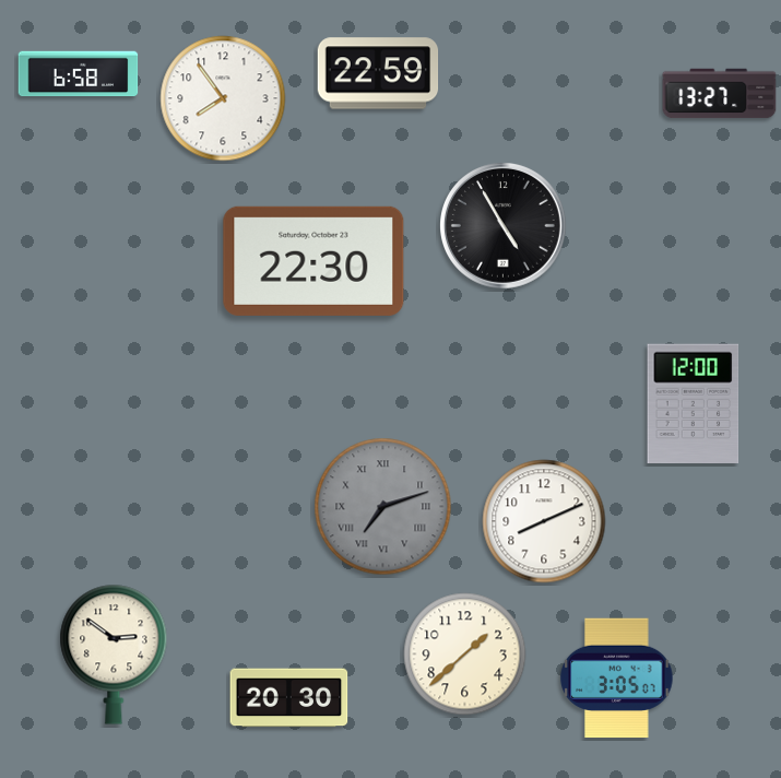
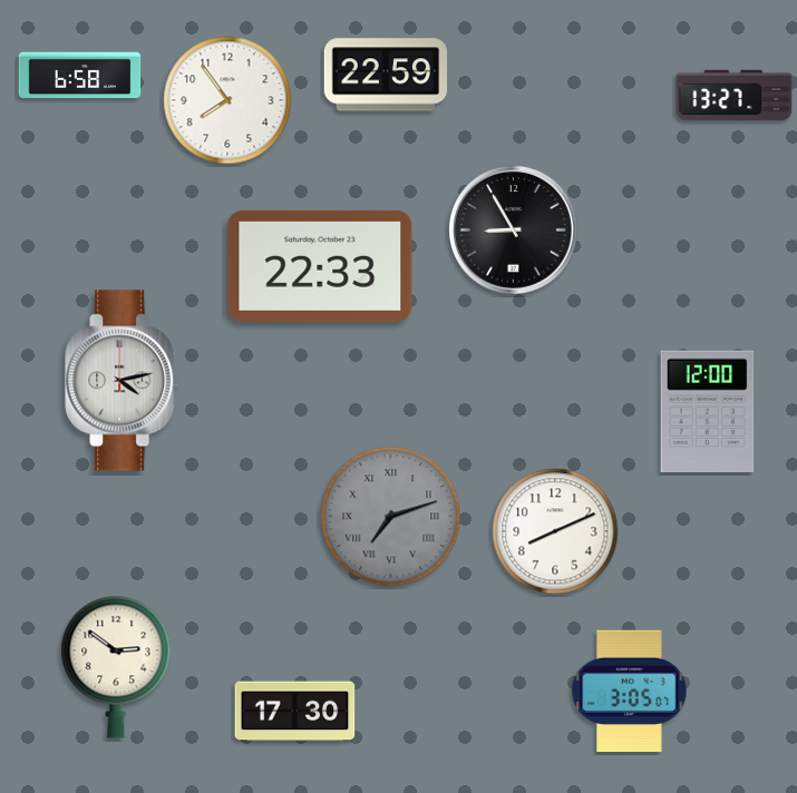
clock at (504, 226): 4:55 -> 8:55
clock at (313, 261): 22:30 -> 22:33
clock at (123, 381): none -> 4:13
clock at (465, 655): 1:38 -> none
clock at (289, 698): 20:30 -> 17:30
